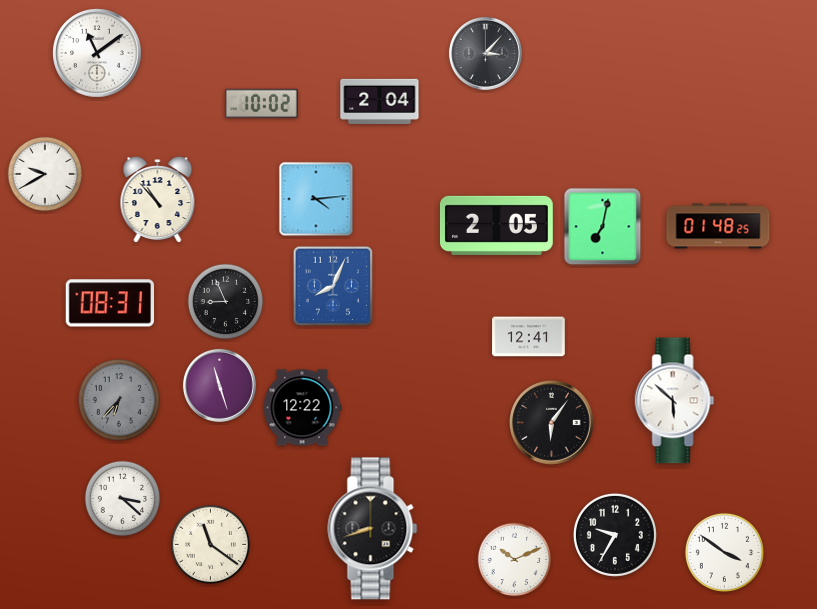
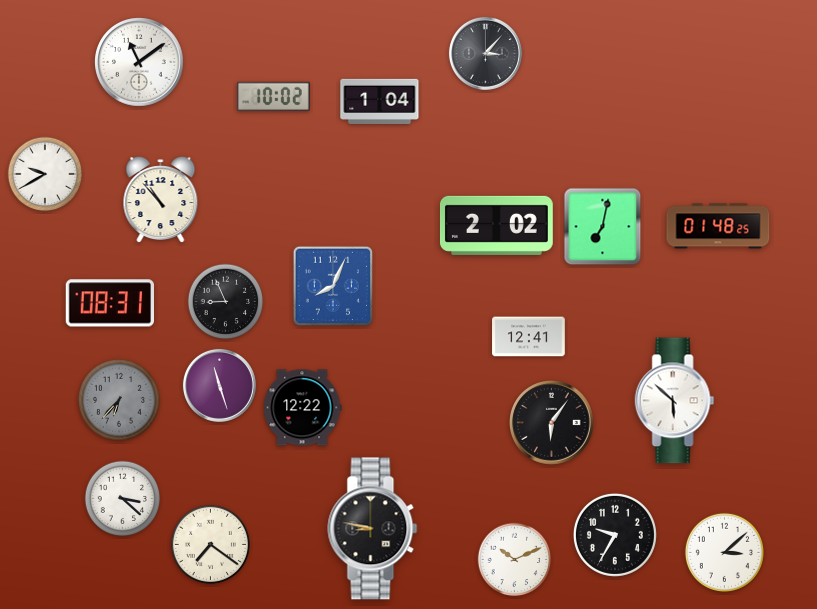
clock at (97, 53) position: (97, 53) -> (139, 62)
clock at (380, 101): 2:04 -> 1:04
clock at (262, 103) position: (262, 103) -> (274, 96)
clock at (316, 199): 4:14 -> none
clock at (158, 200) position: (158, 200) -> (161, 200)
clock at (496, 225): 2:05 -> 2:02
clock at (373, 529): 8:42 -> 8:47
clock at (210, 544): 11:21 -> 7:21
clock at (724, 552): 3:51 -> 3:08
